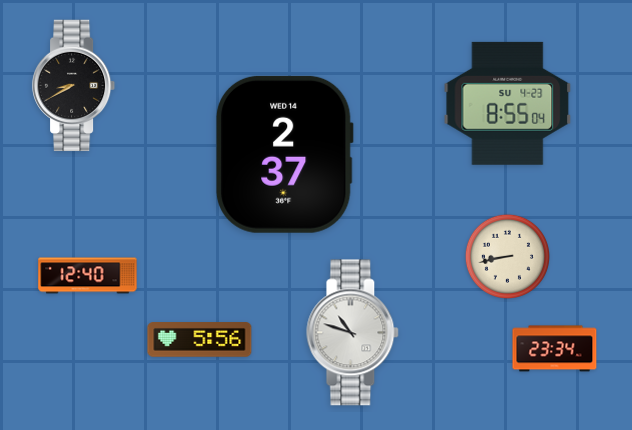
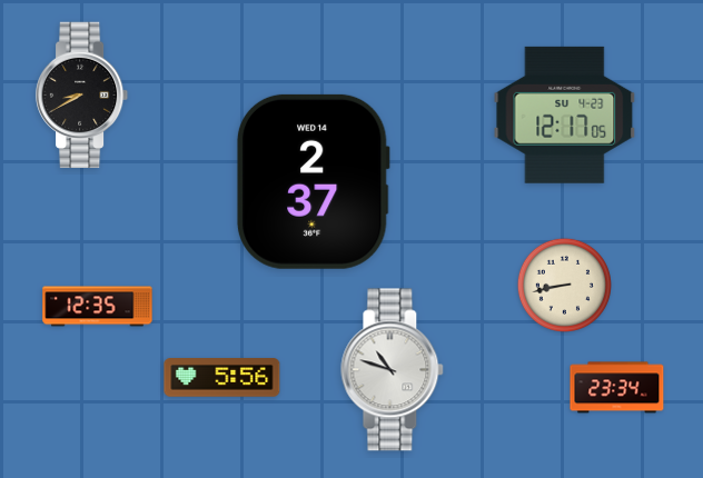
clock at (508, 103): 8:55 -> 12:17
clock at (284, 154) position: (284, 154) -> (313, 181)
clock at (88, 276): 12:40 -> 12:35
